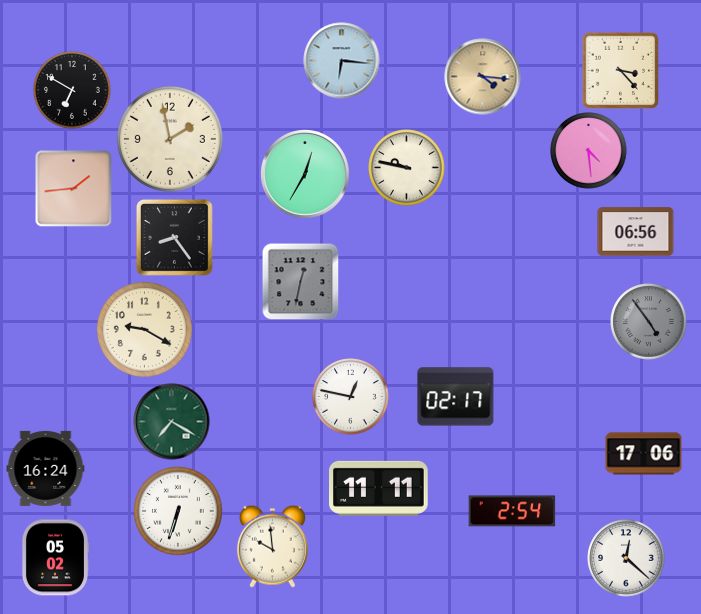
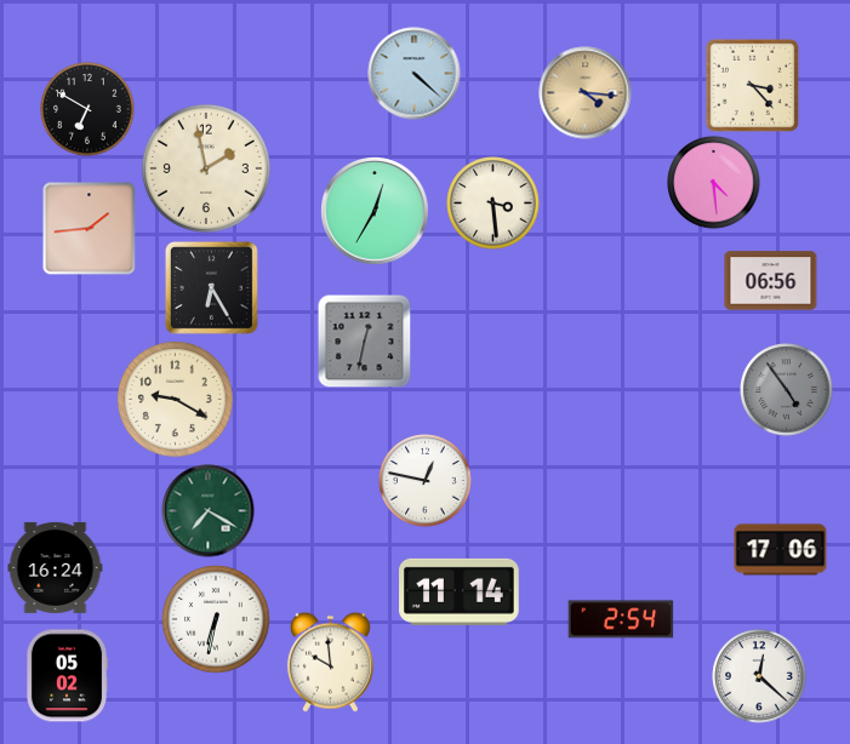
clock at (342, 61): 6:16 -> 4:22
clock at (407, 168): 9:47 -> 3:29
clock at (305, 174) position: (305, 174) -> (375, 211)
clock at (174, 237): 8:24 -> 6:25
clock at (456, 397): 02:17 -> none
clock at (379, 488): 11:11 -> 11:14
clock at (179, 512): 6:33 -> 6:32
